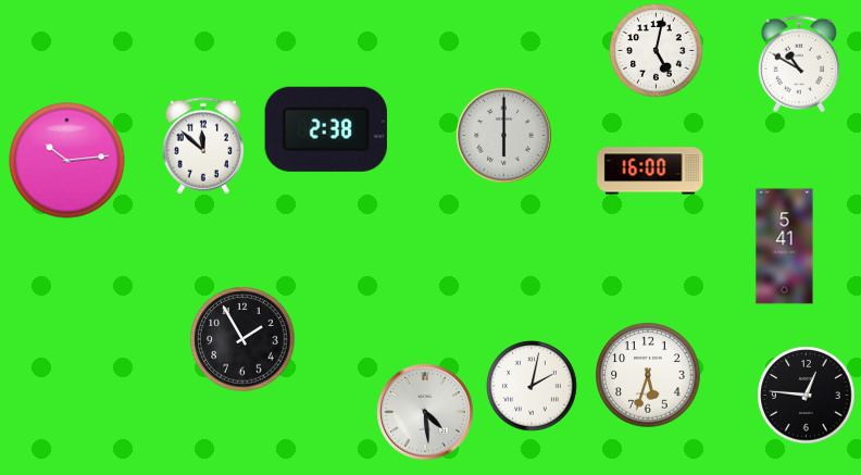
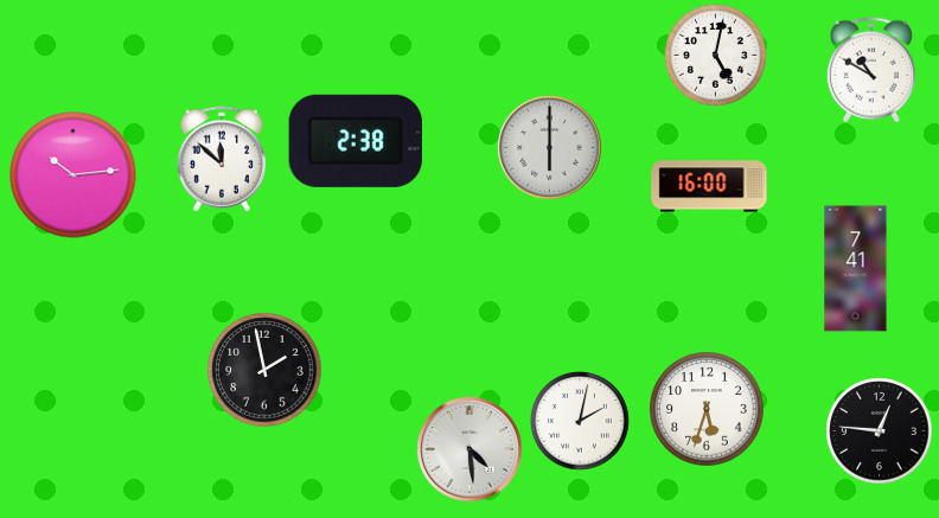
clock at (785, 247): 5:41 -> 7:41
clock at (242, 339): 1:55 -> 1:58
clock at (425, 412) position: (425, 412) -> (469, 449)
